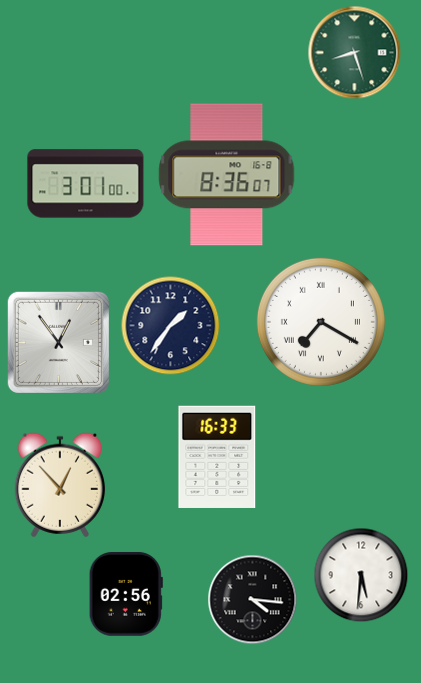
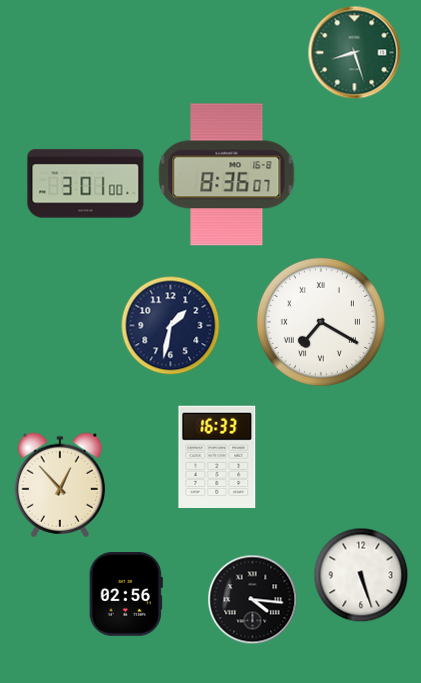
clock at (171, 326): 1:36 -> 1:32
clock at (58, 342): 12:54 -> none
clock at (361, 575): 5:31 -> 5:27
